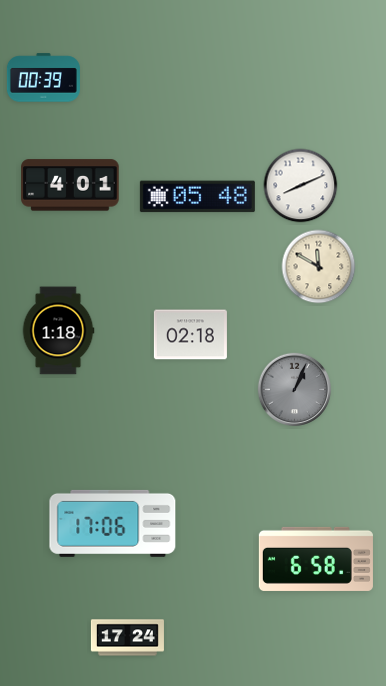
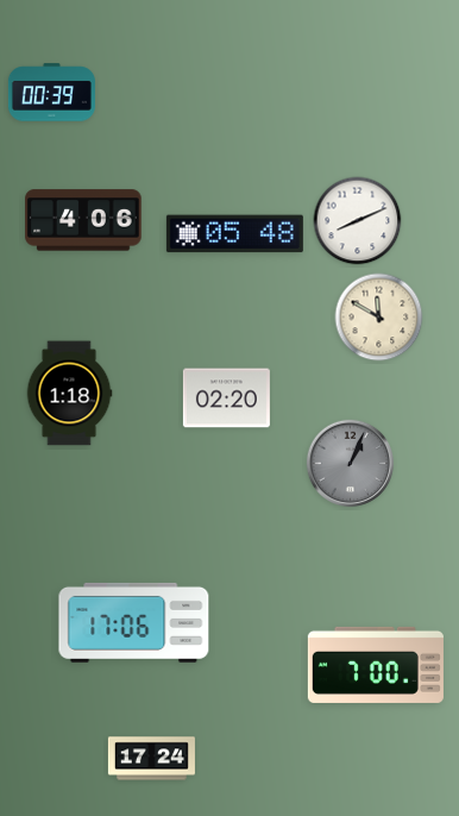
clock at (70, 185): 4:01 -> 4:06
clock at (190, 335): 02:18 -> 02:20
clock at (316, 559): 6:58 -> 7:00
